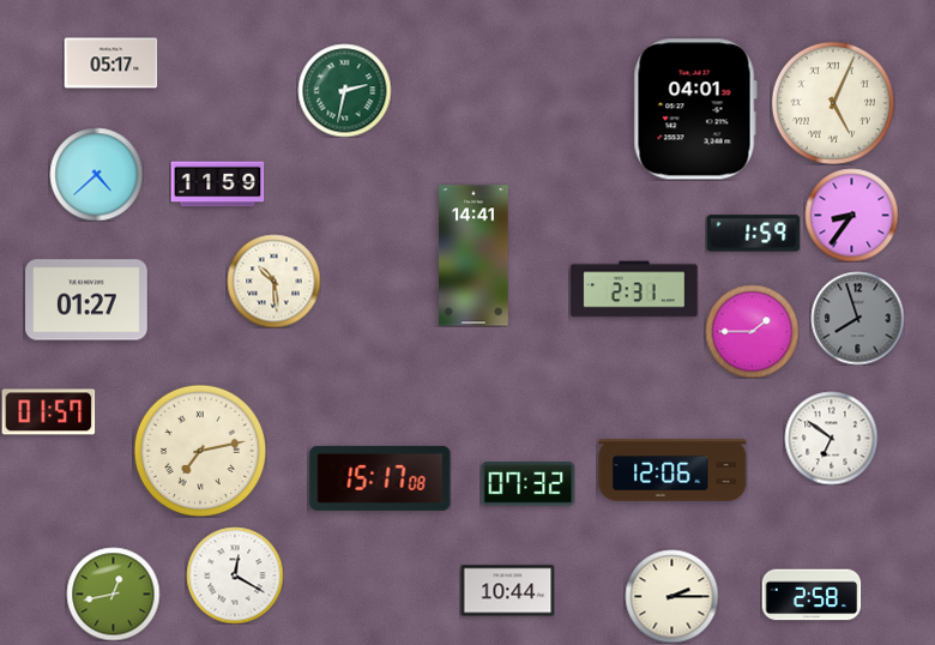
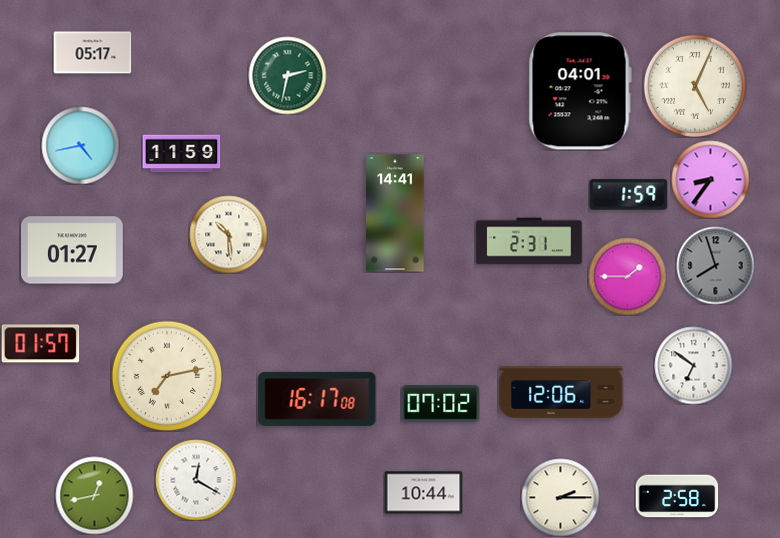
clock at (96, 174): 4:38 -> 4:43
clock at (380, 478): 15:17 -> 16:17
clock at (527, 484): 07:32 -> 07:02
